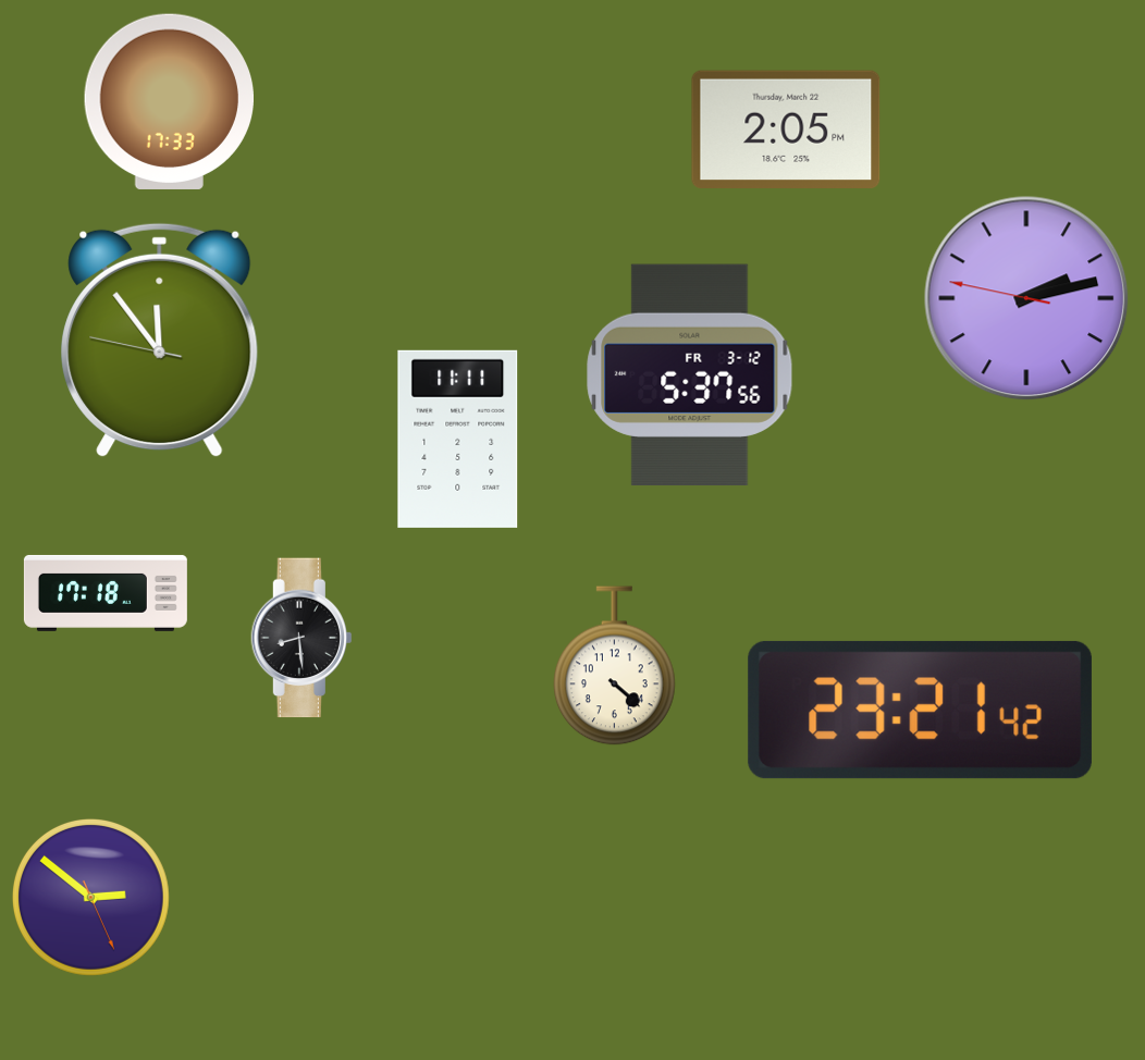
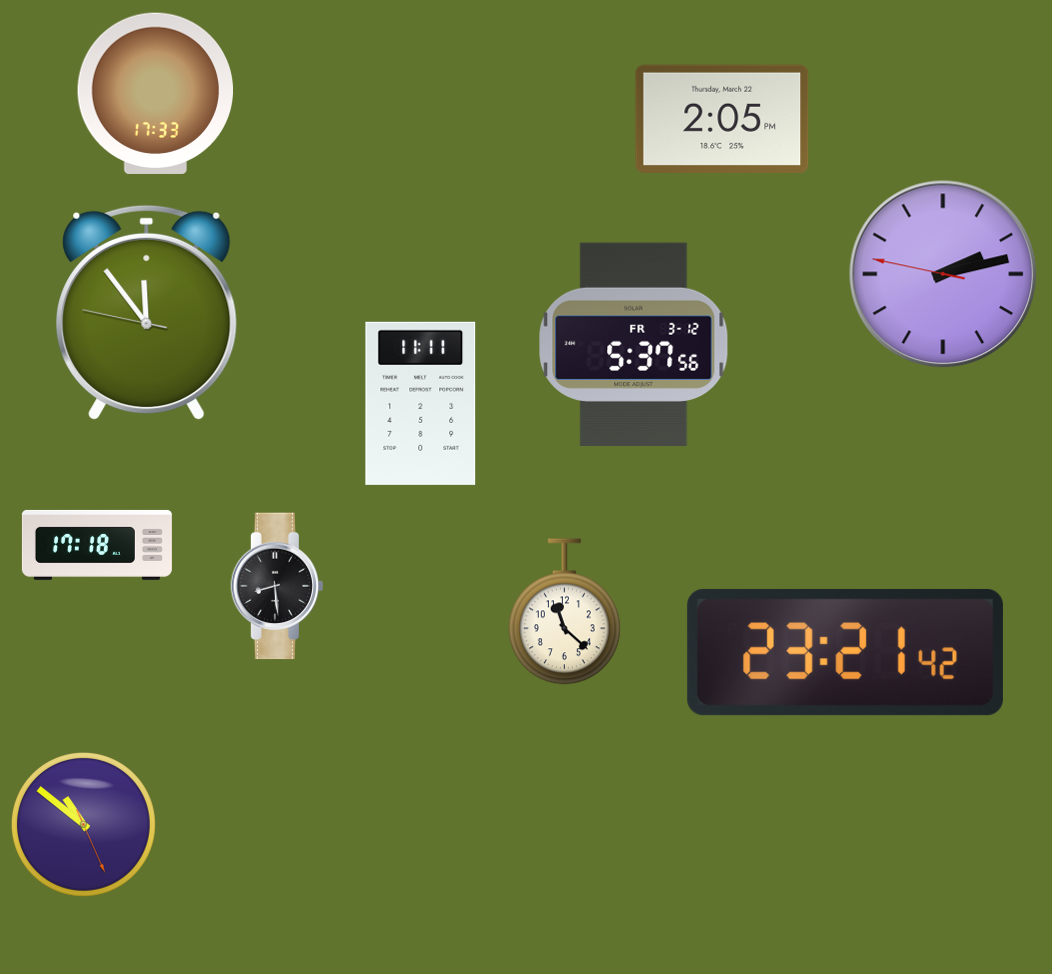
clock at (615, 666): 4:22 -> 11:22
clock at (90, 897): 2:51 -> 10:51
